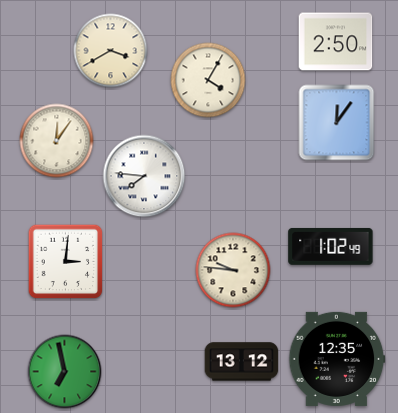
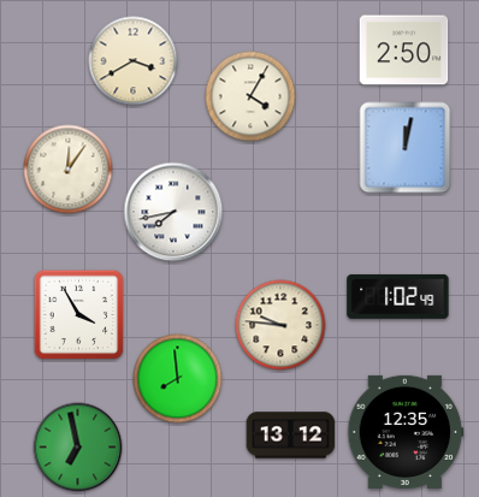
clock at (337, 123): 12:06 -> 12:02
clock at (144, 176): 7:46 -> 7:43
clock at (66, 262): 3:01 -> 3:55
clock at (178, 379): none -> 7:59
